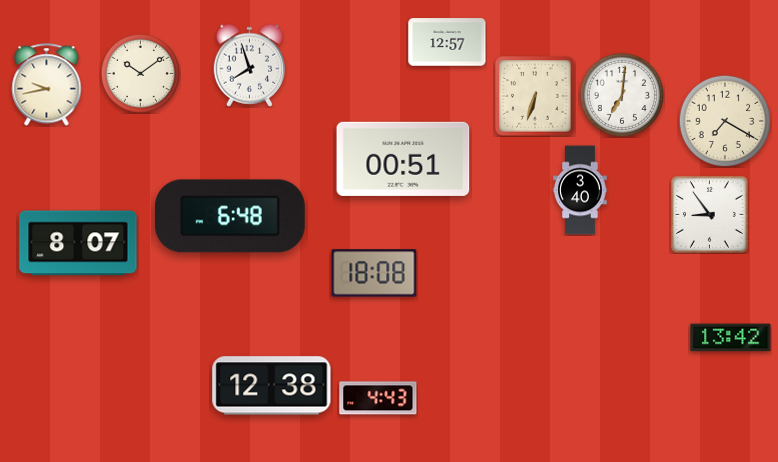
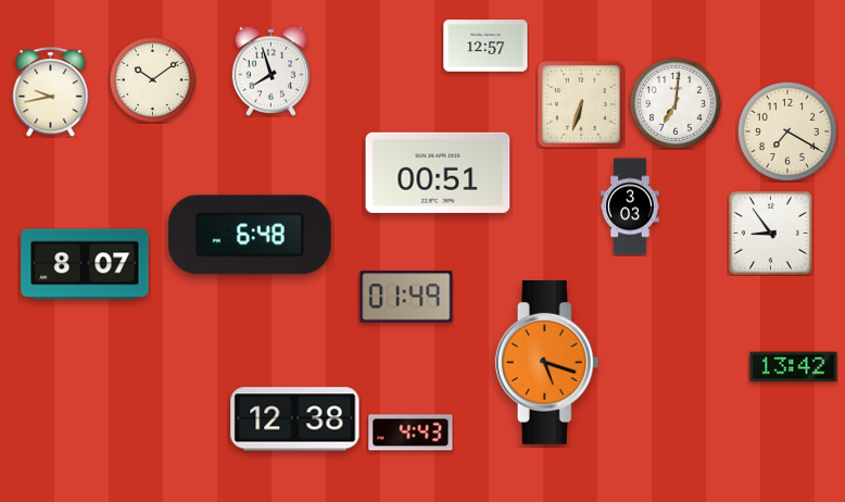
clock at (580, 190): 3:40 -> 3:03
clock at (374, 273): 18:08 -> 01:49
clock at (547, 363): none -> 5:18
